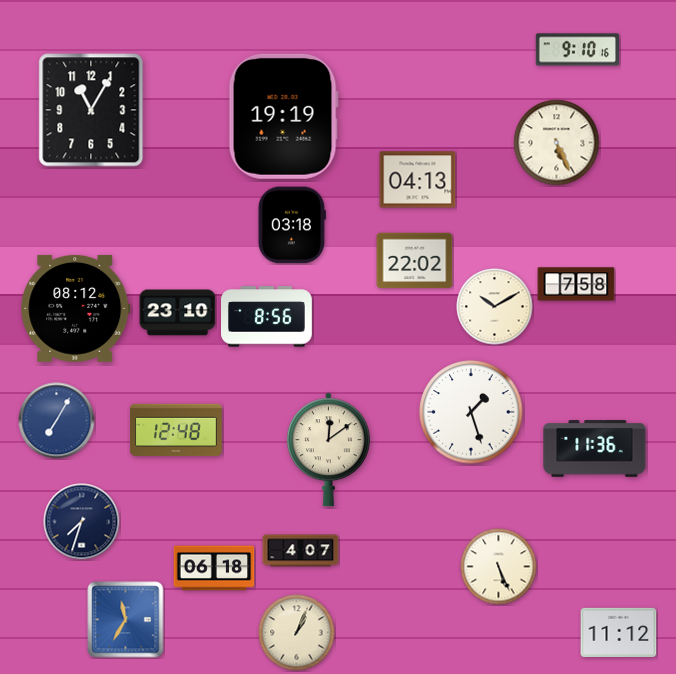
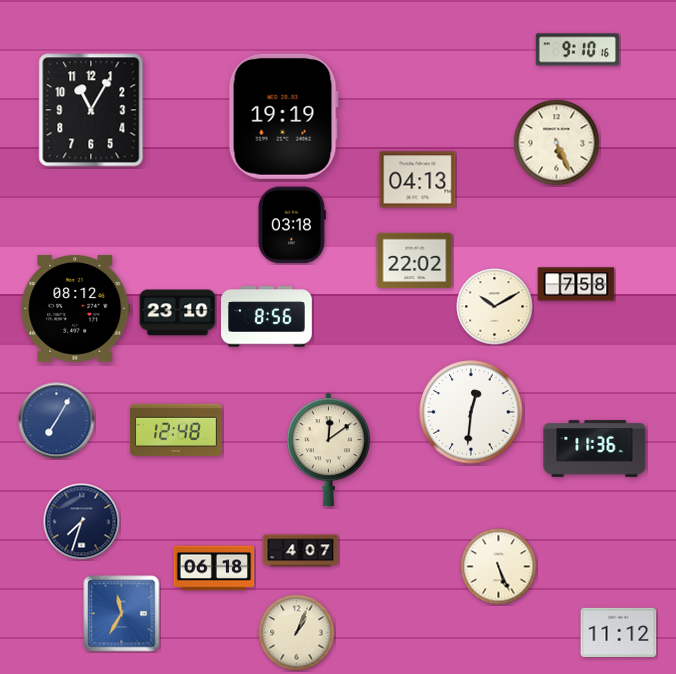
clock at (471, 412): 1:27 -> 12:31
clock at (126, 620) position: (126, 620) -> (122, 614)
